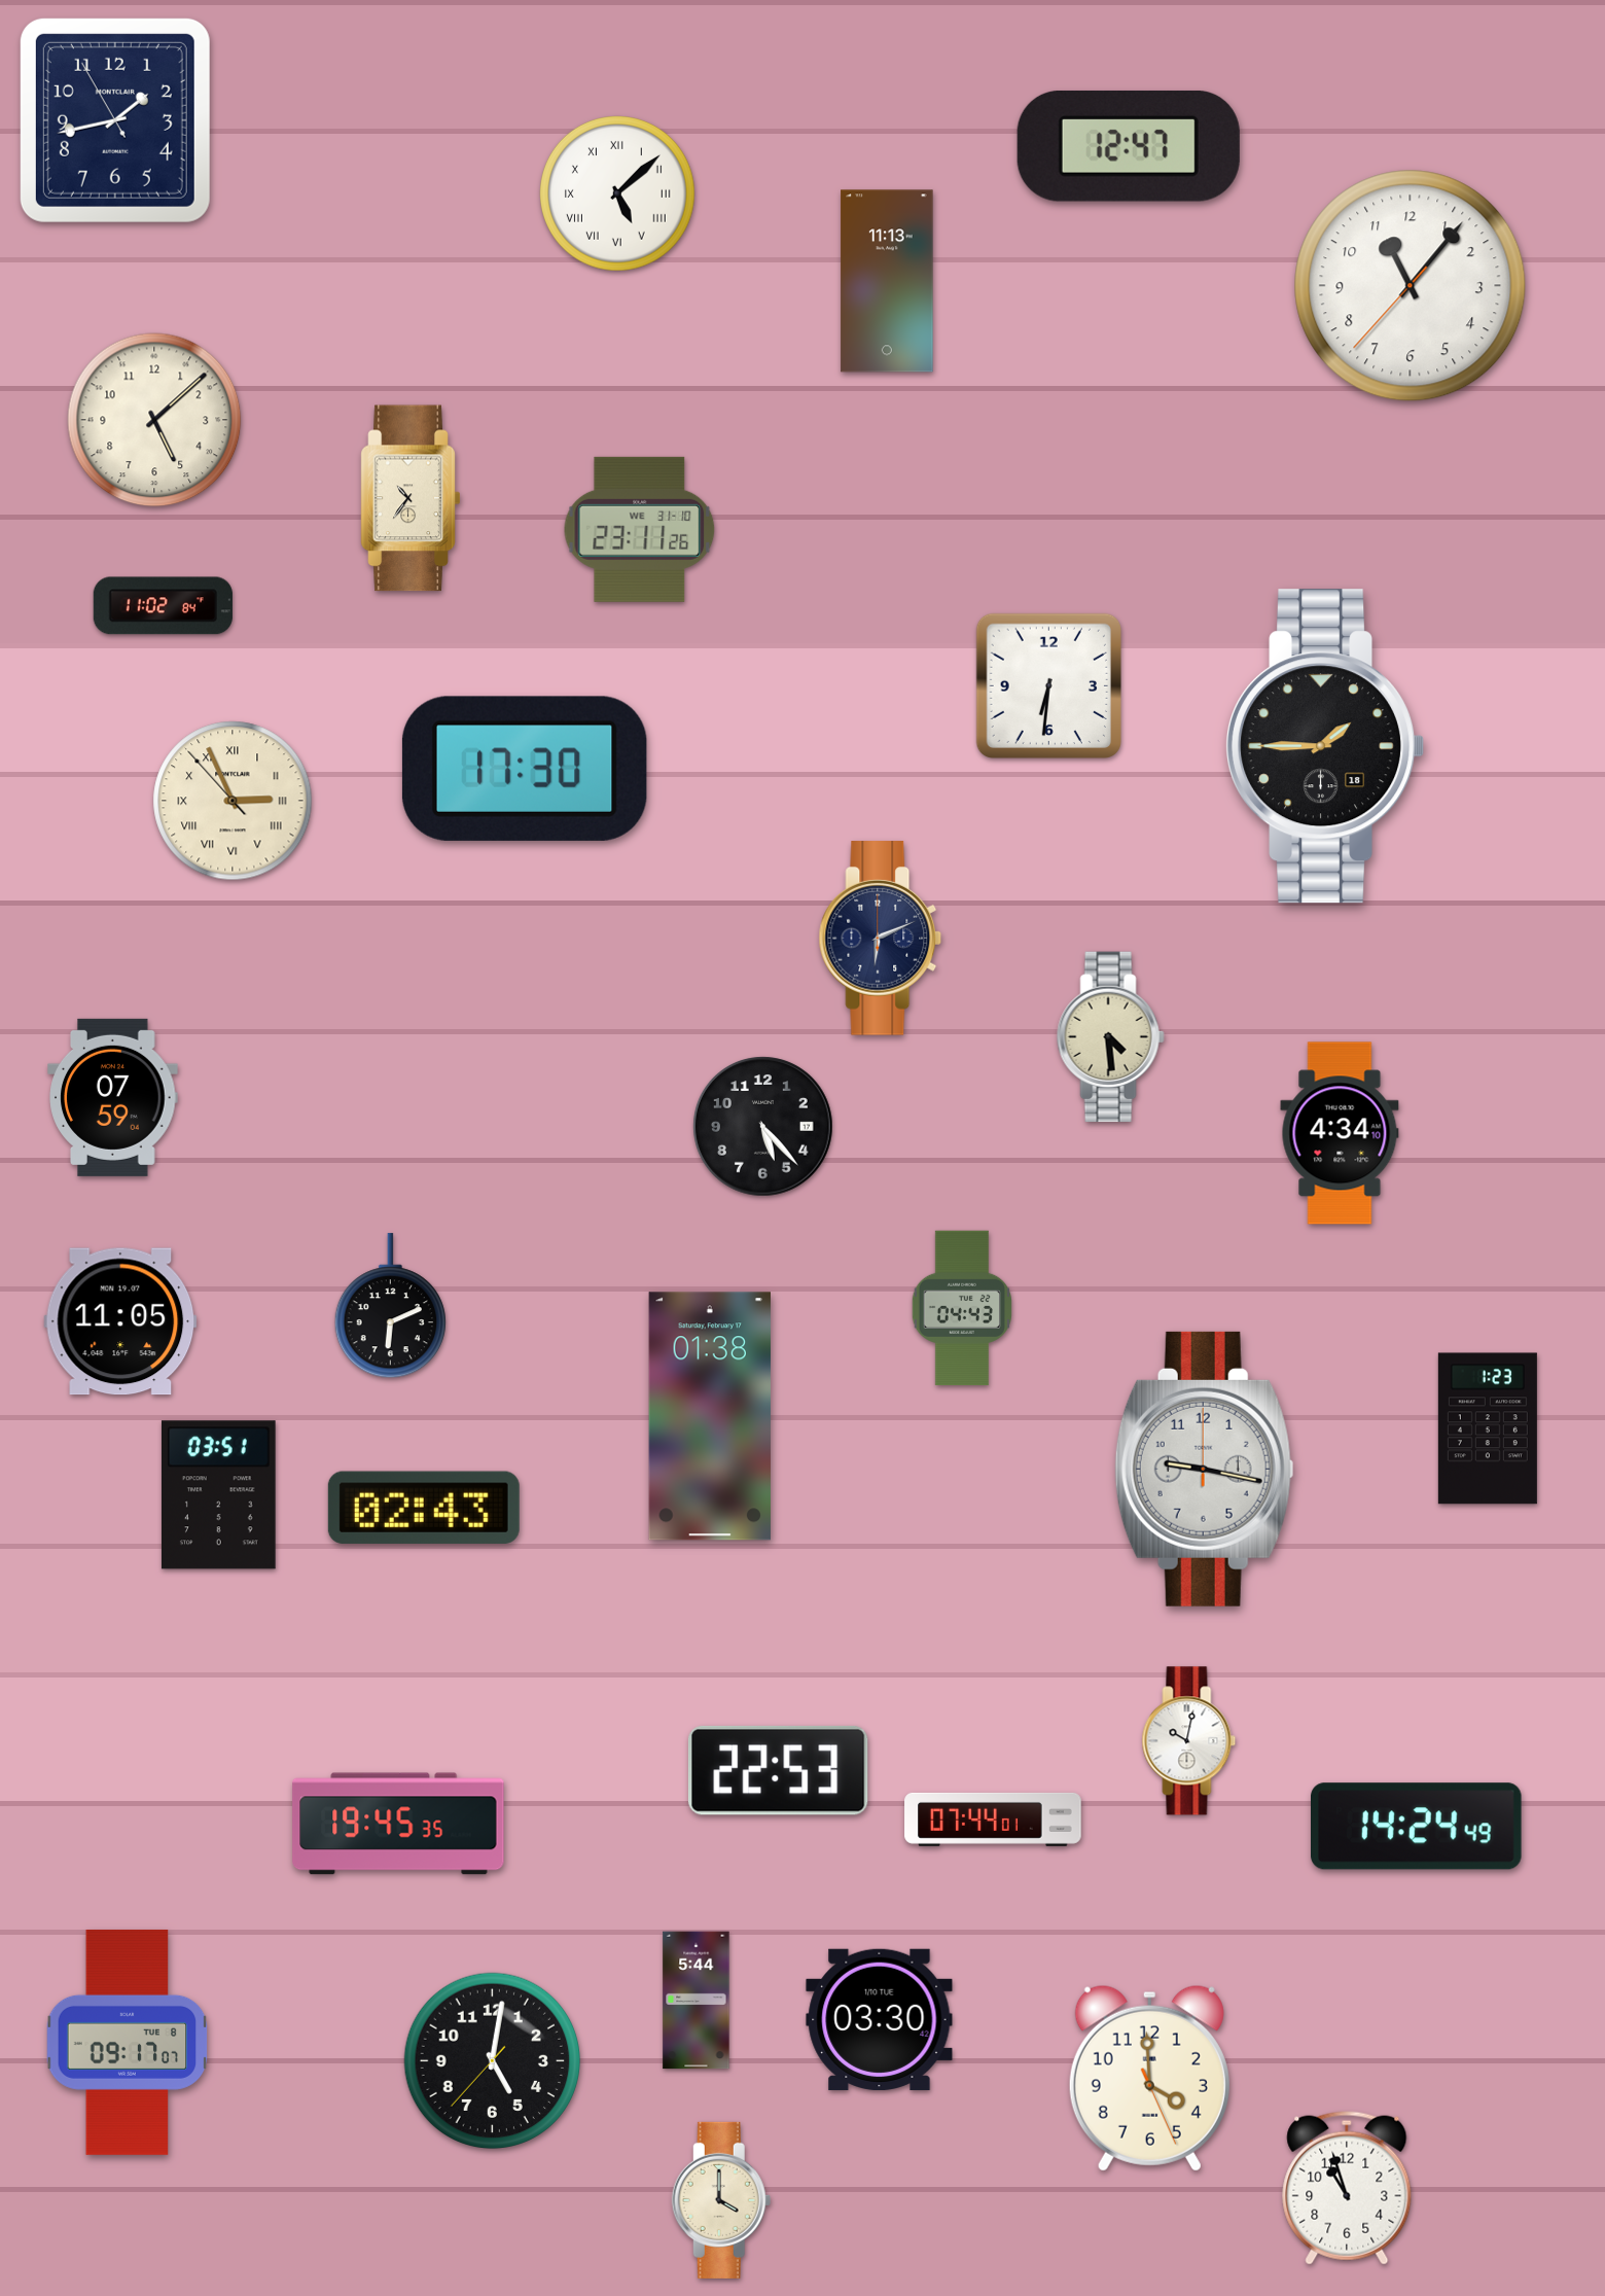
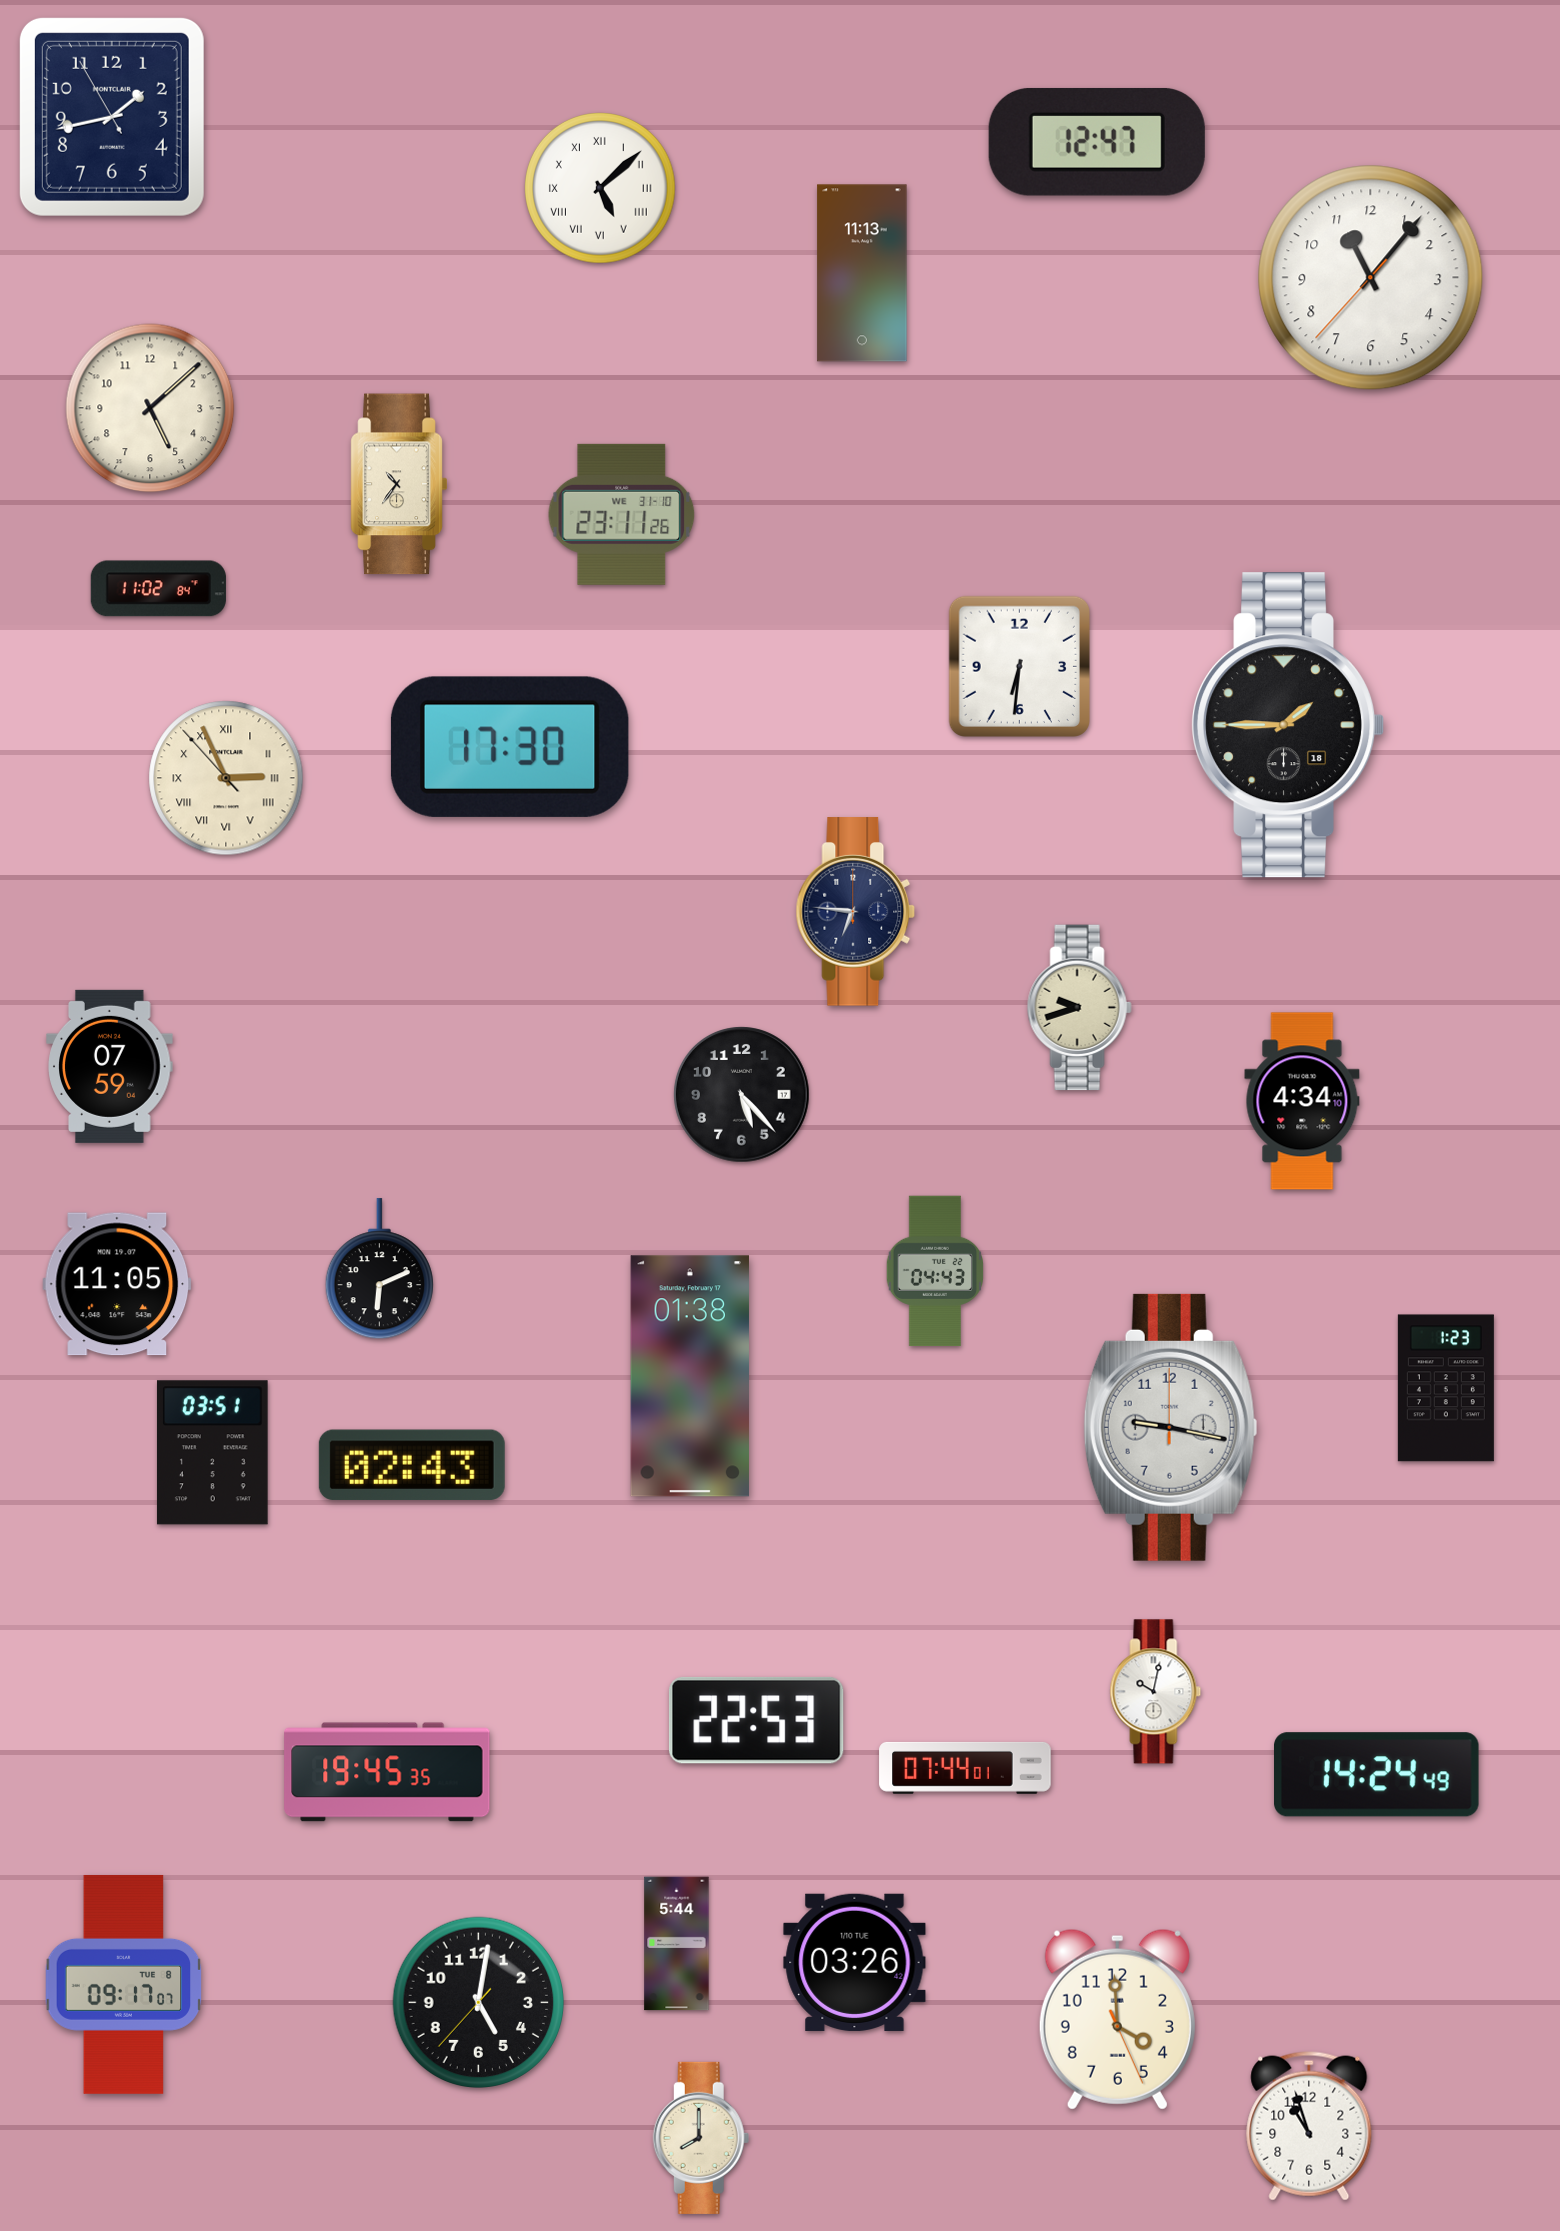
clock at (881, 939): 6:11 -> 6:46
clock at (1110, 1037): 4:29 -> 9:42
clock at (880, 2019): 03:30 -> 03:26
clock at (721, 2200): 4:00 -> 8:00
